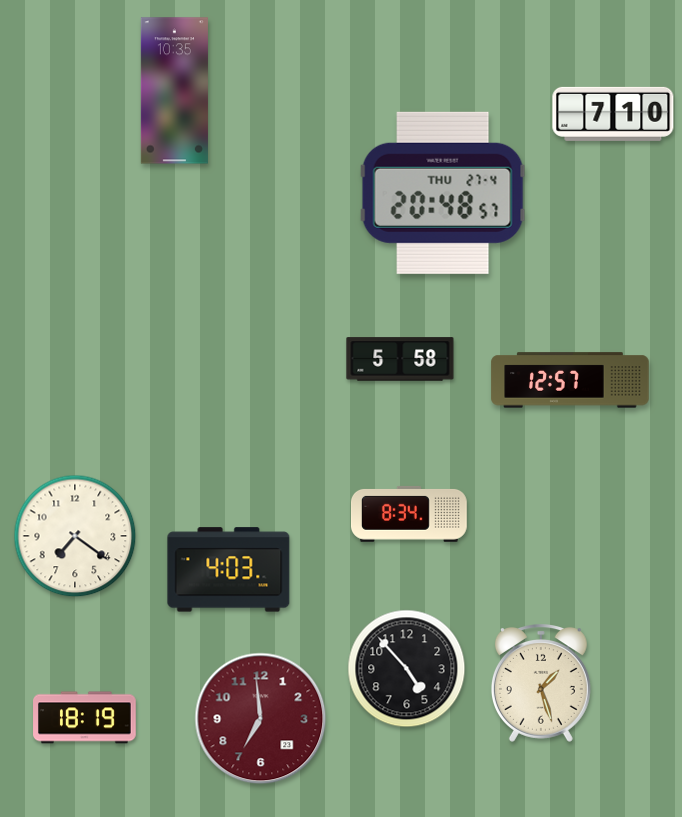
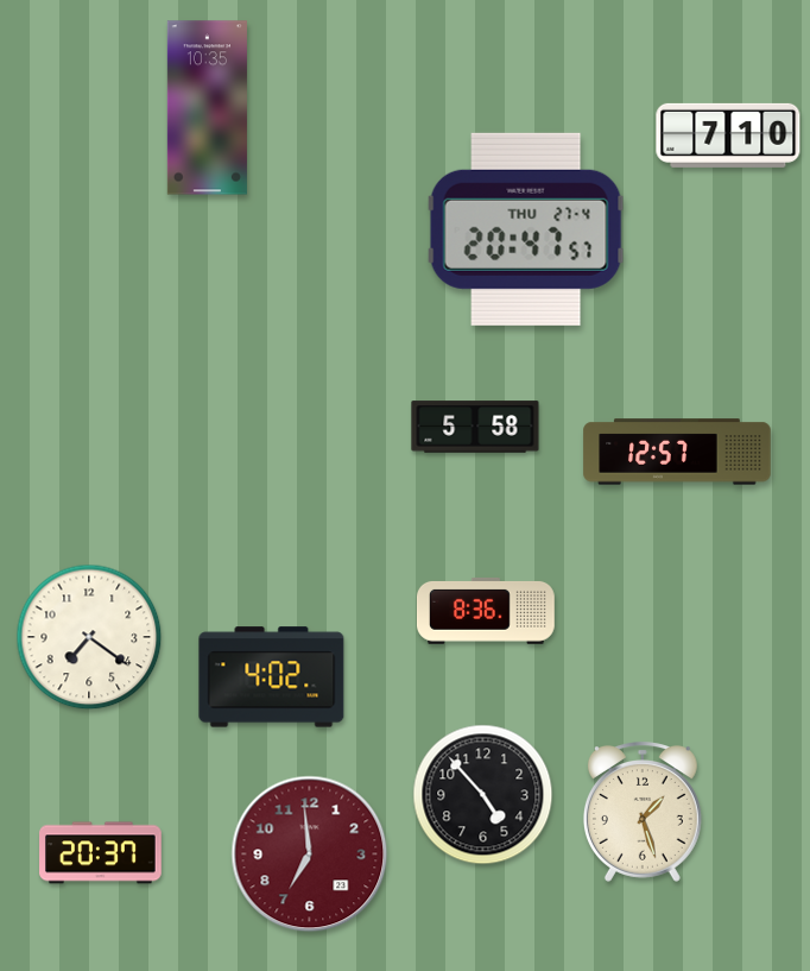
clock at (443, 193): 20:48 -> 20:47
clock at (409, 514): 8:34 -> 8:36
clock at (229, 570): 4:03 -> 4:02
clock at (85, 718): 18:19 -> 20:37
